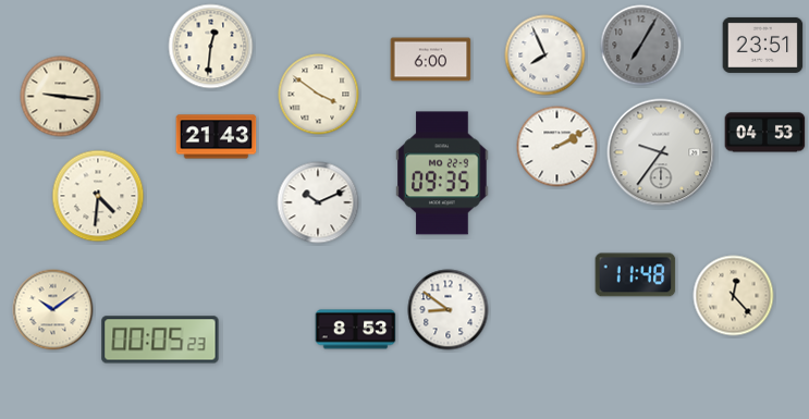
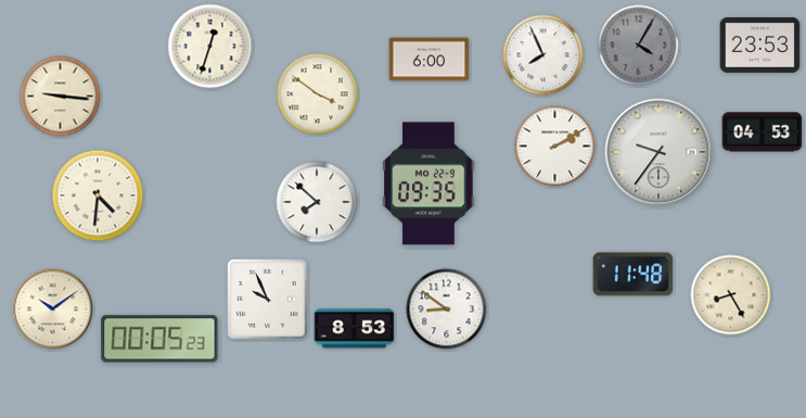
clock at (763, 45): 23:51 -> 23:53
clock at (641, 46): 7:05 -> 4:05
clock at (211, 47): 12:31 -> 12:33
clock at (217, 137): 21:43 -> none
clock at (442, 173) position: (442, 173) -> (428, 183)
clock at (318, 202): 10:11 -> 7:52
clock at (734, 296): 12:23 -> 8:25
clock at (268, 300): none -> 9:56
